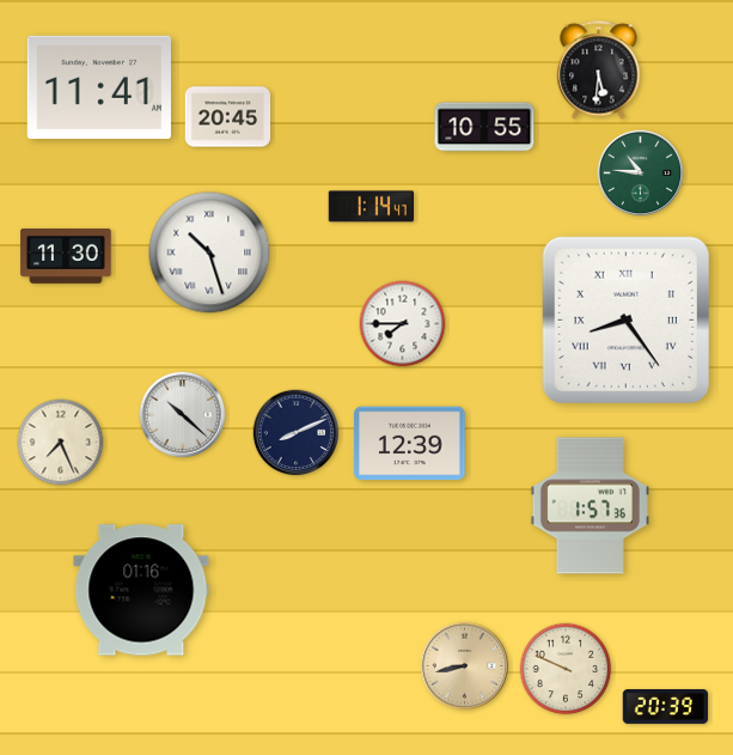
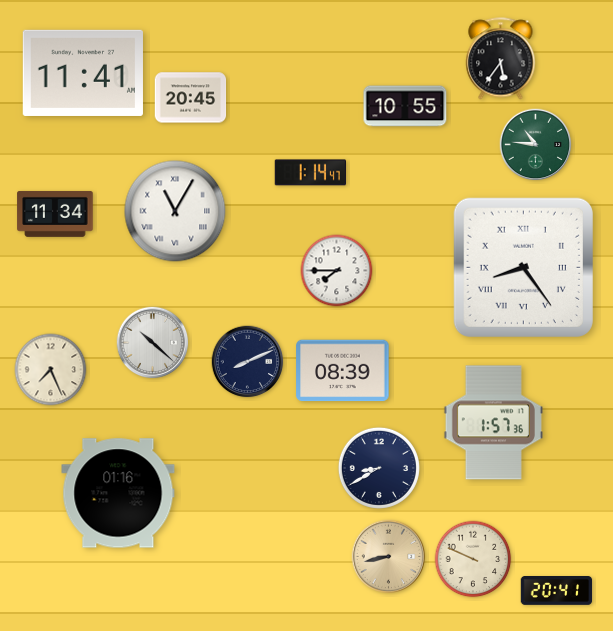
clock at (599, 71): 5:31 -> 5:36
clock at (209, 252): 10:27 -> 11:05
clock at (66, 256): 11:30 -> 11:34
clock at (183, 415) position: (183, 415) -> (153, 343)
clock at (410, 444): 12:39 -> 08:39
clock at (379, 468): none -> 8:40
clock at (666, 707): 20:39 -> 20:41
